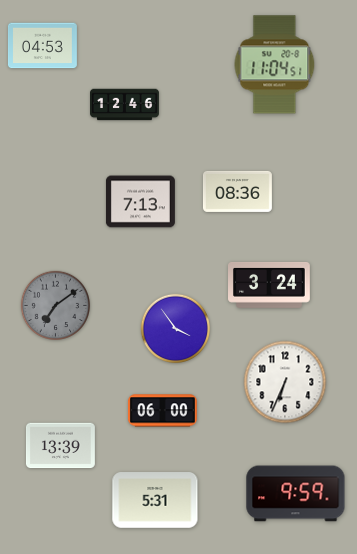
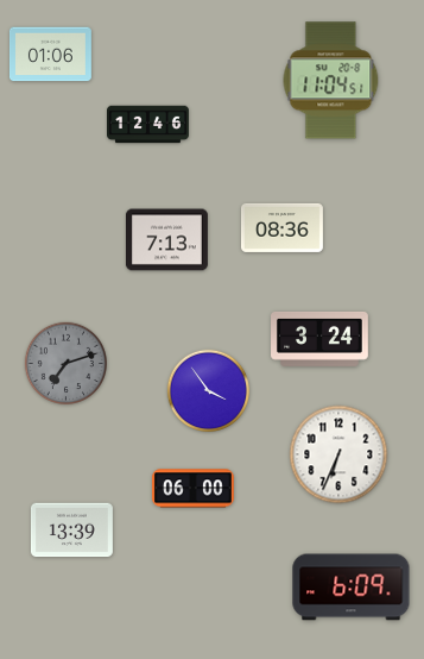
clock at (42, 46): 04:53 -> 01:06
clock at (275, 65) position: (275, 65) -> (331, 81)
clock at (56, 306): 7:09 -> 7:12
clock at (296, 494): 9:59 -> 6:09
clock at (155, 500): 5:31 -> none
